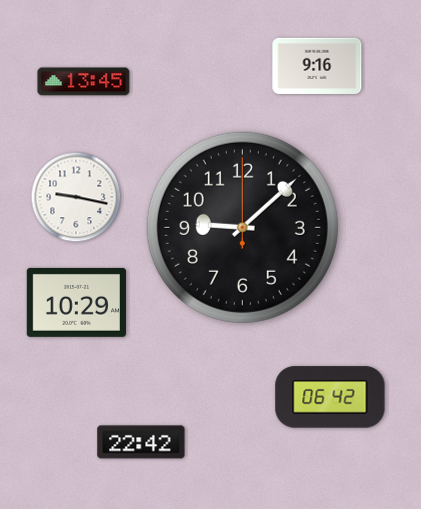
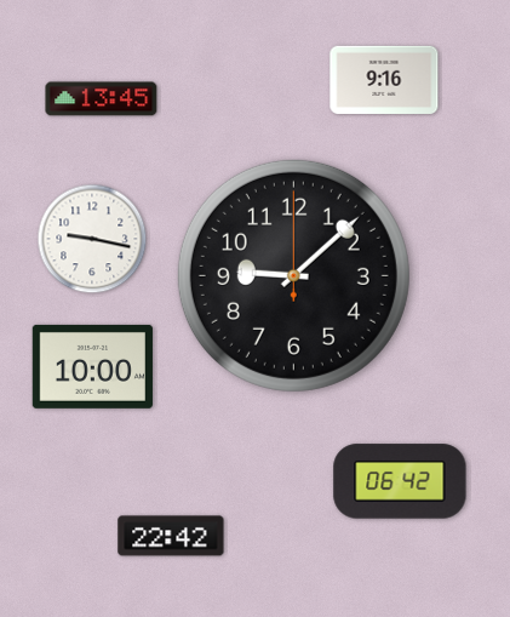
clock at (76, 302): 10:29 -> 10:00
